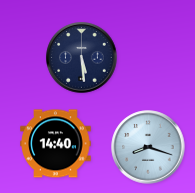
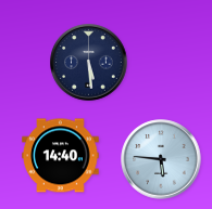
clock at (148, 147): 8:18 -> 5:46
